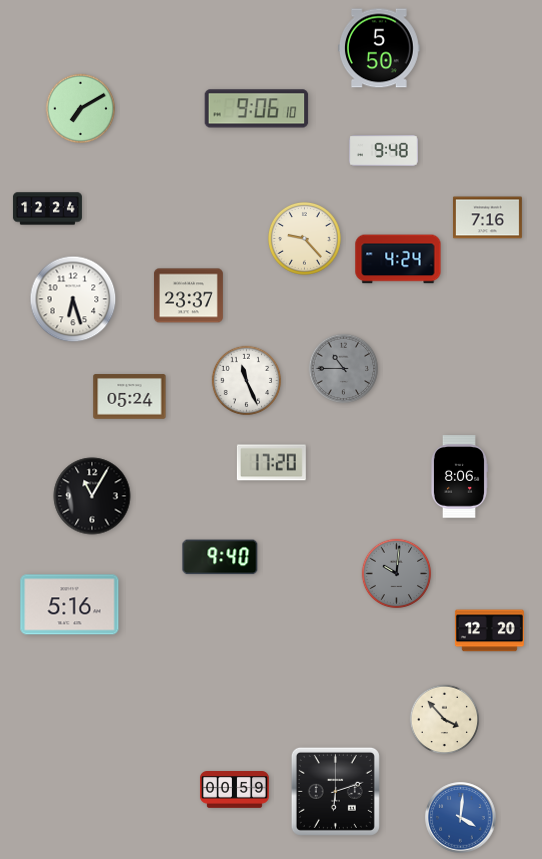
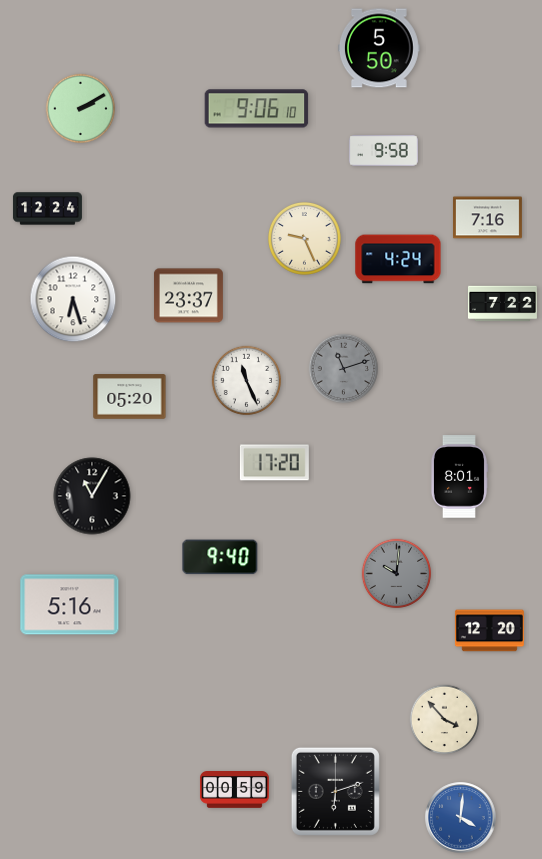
clock at (81, 109): 7:10 -> 2:10
clock at (383, 151): 9:48 -> 9:58
clock at (305, 239): 9:23 -> 9:26
clock at (502, 304): none -> 7:22
clock at (344, 369): 10:45 -> 11:12
clock at (130, 397): 05:24 -> 05:20
clock at (271, 463) position: (271, 463) -> (274, 463)
clock at (459, 477): 8:06 -> 8:01
